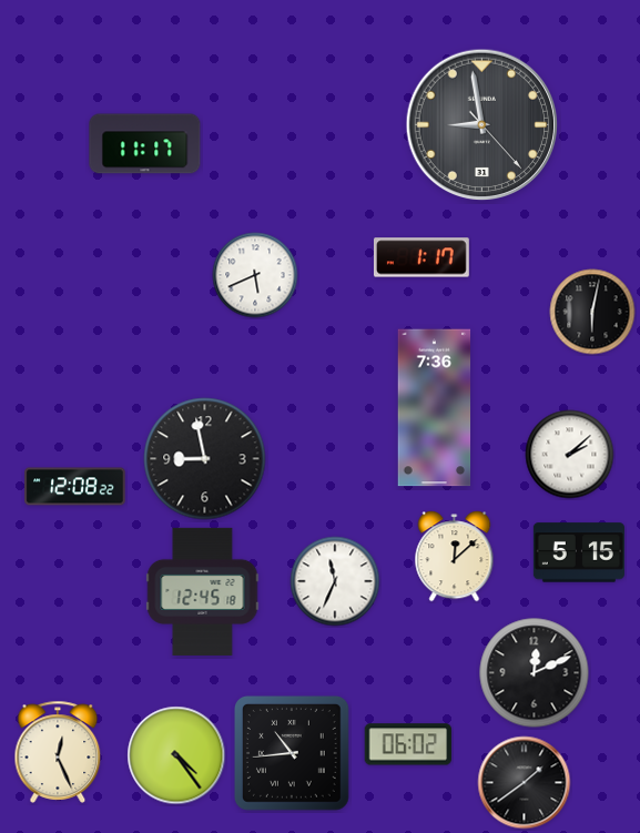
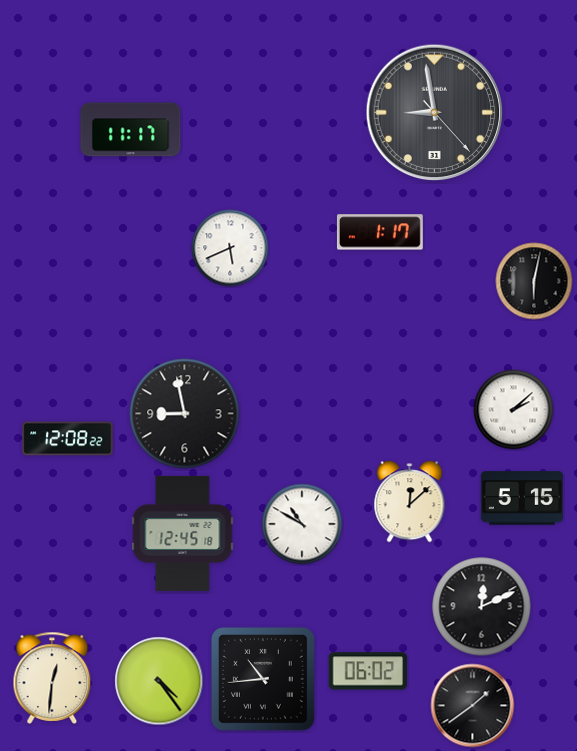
clock at (435, 408): 7:36 -> none
clock at (335, 581): 11:34 -> 10:50
clock at (58, 752): 12:26 -> 12:31
